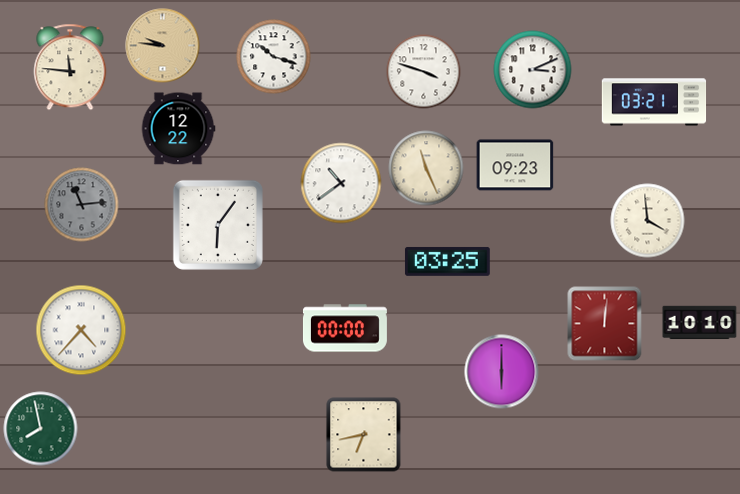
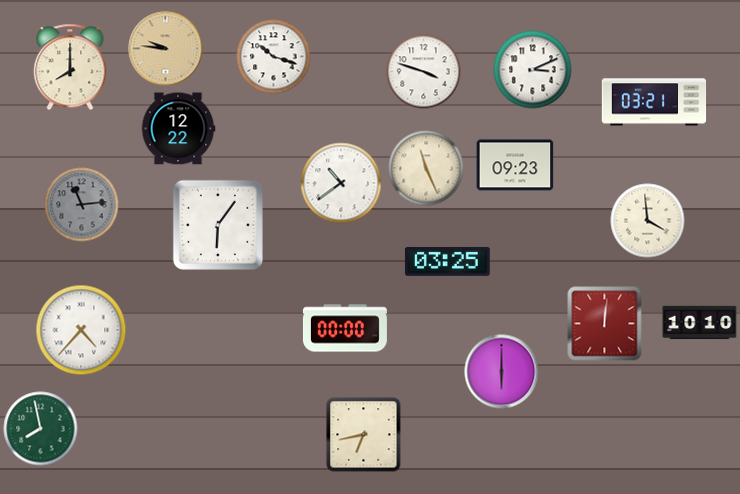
clock at (163, 46) position: (163, 46) -> (166, 49)
clock at (70, 67): 11:46 -> 8:00
